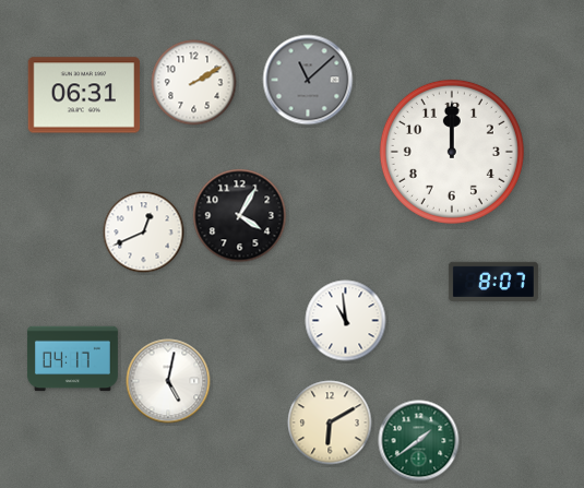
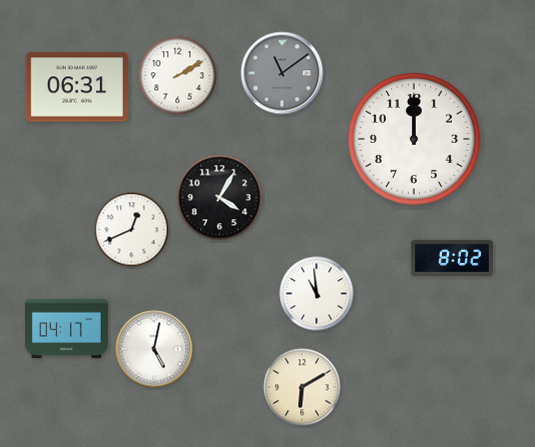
clock at (308, 80): 11:08 -> 11:09
clock at (144, 233) position: (144, 233) -> (132, 230)
clock at (493, 281): 8:07 -> 8:02
clock at (419, 441): 1:39 -> none
